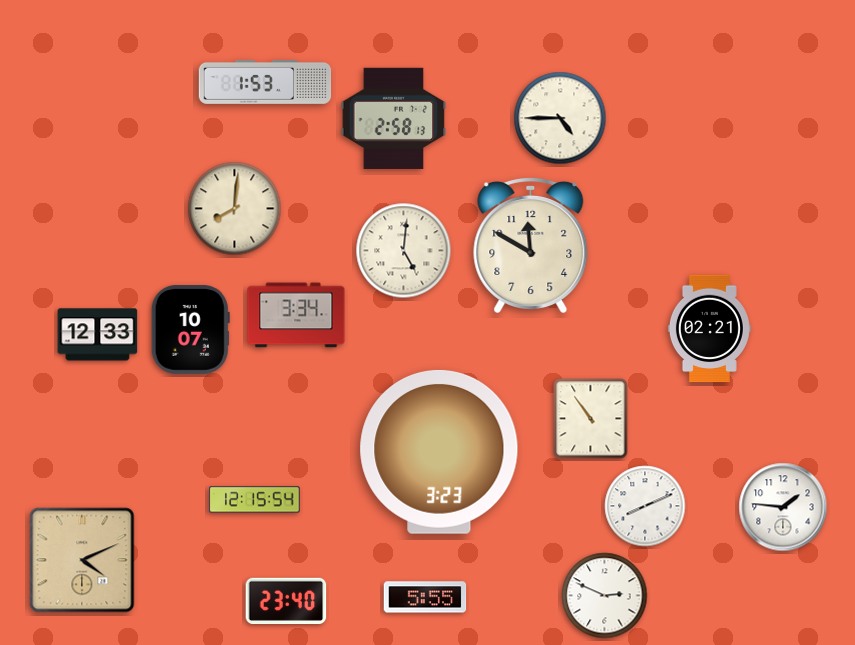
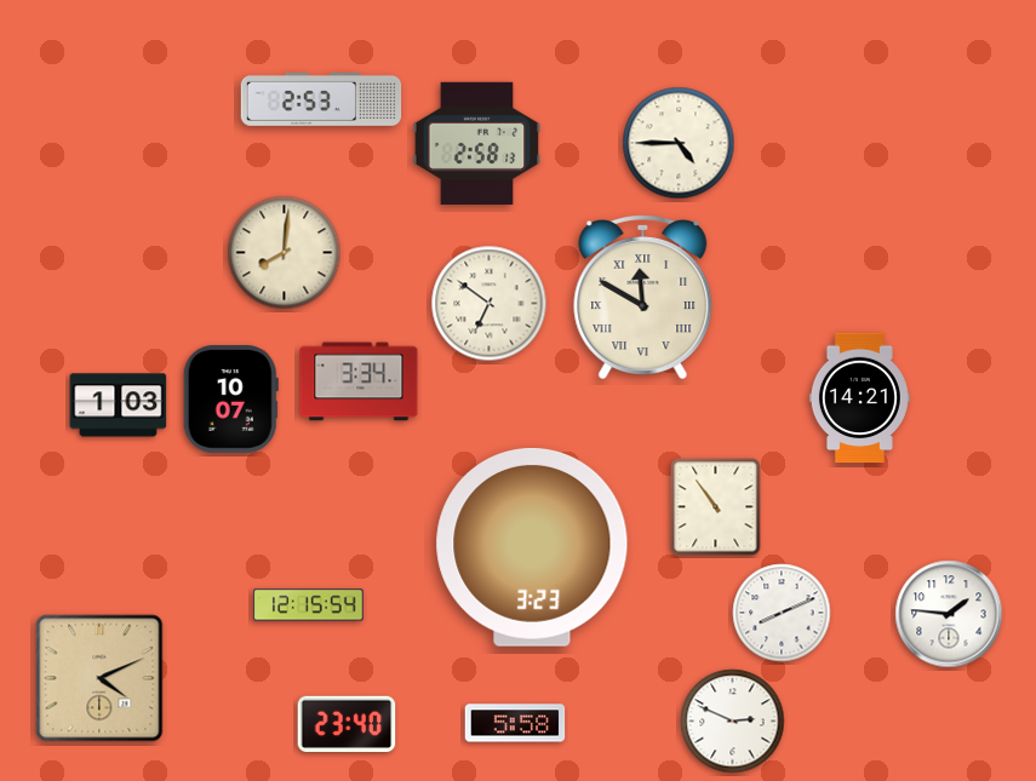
clock at (265, 82): 1:53 -> 2:53
clock at (531, 245) numerals: Arabic -> Roman
clock at (404, 251): 5:01 -> 6:51
clock at (709, 329): 02:21 -> 14:21
clock at (98, 335): 12:33 -> 1:03
clock at (425, 597): 5:55 -> 5:58
clock at (286, 600) position: (286, 600) -> (347, 723)
